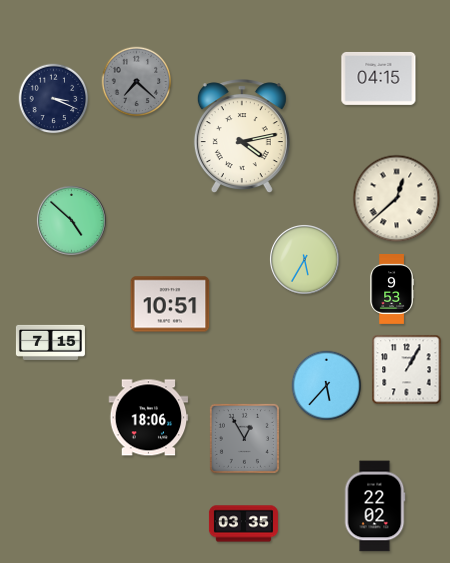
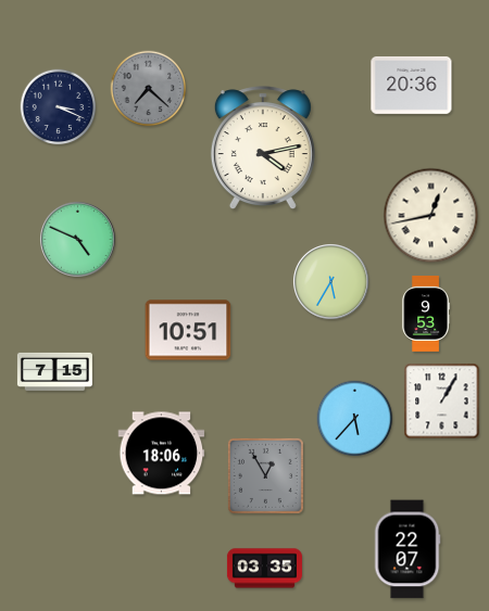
clock at (379, 78): 04:15 -> 20:36
clock at (397, 199): 12:38 -> 12:43
clock at (72, 221): 4:52 -> 4:49
clock at (170, 304) position: (170, 304) -> (188, 330)
clock at (375, 506): 22:02 -> 22:07
